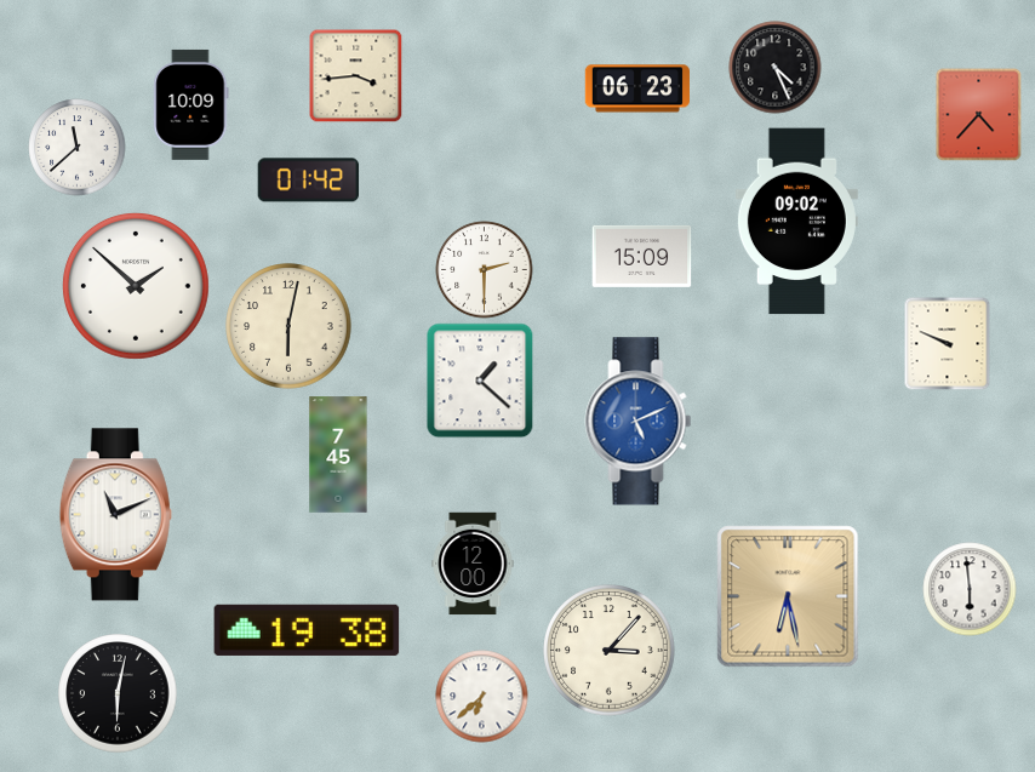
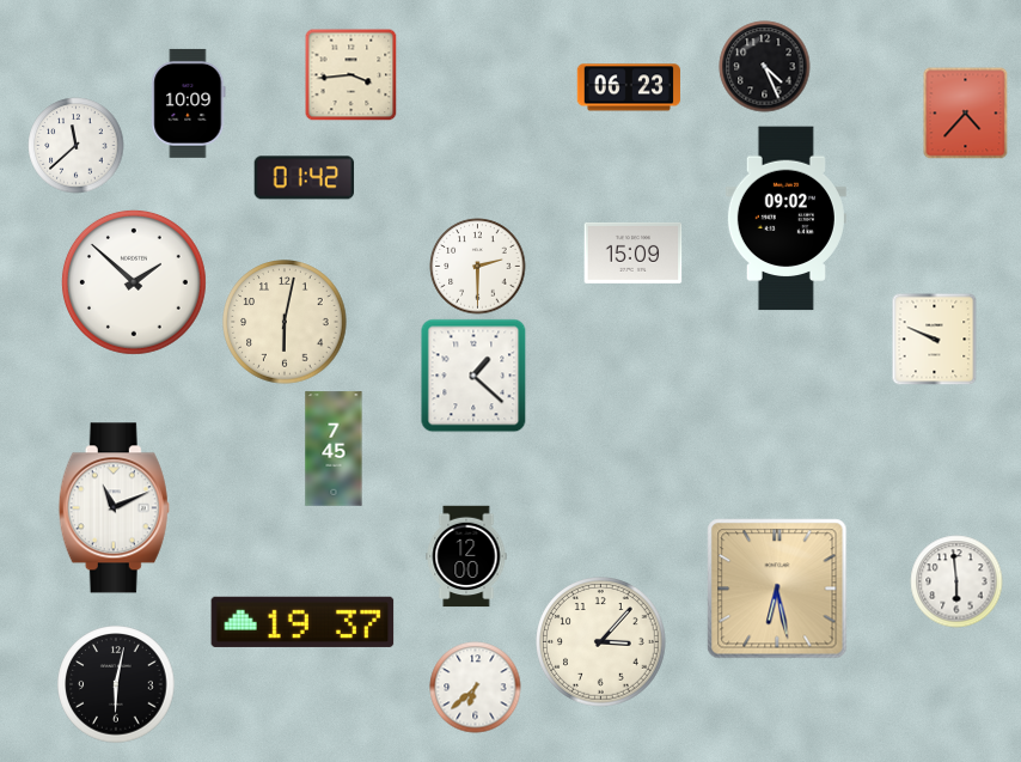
clock at (639, 422): 5:11 -> none
clock at (307, 630): 19:38 -> 19:37
